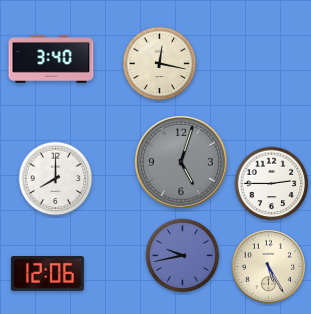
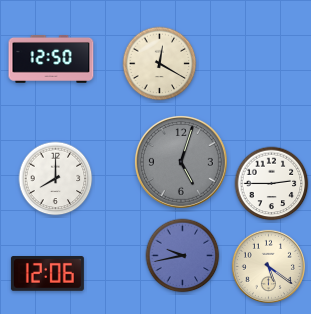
clock at (51, 60): 3:40 -> 12:50
clock at (160, 64): 12:17 -> 12:20
clock at (268, 266): 5:25 -> 5:21
